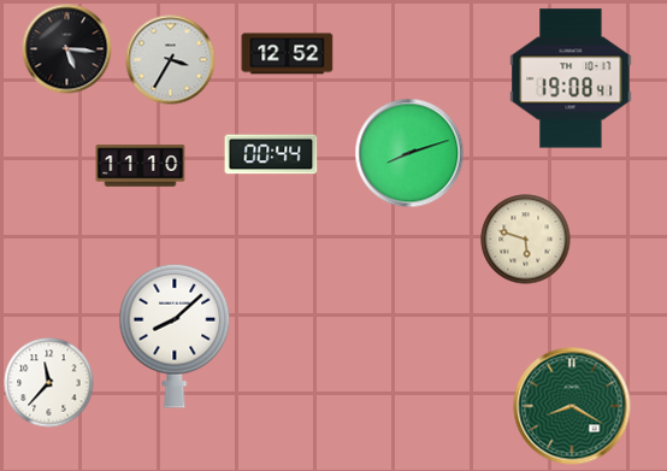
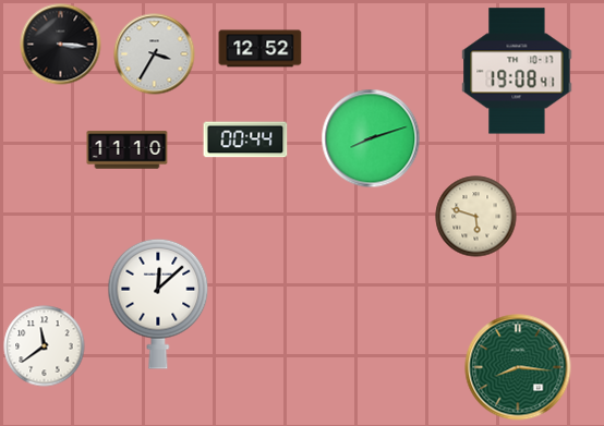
clock at (67, 49): 5:16 -> 3:16
clock at (175, 336): 8:08 -> 12:08
clock at (49, 383): 11:37 -> 11:39
clock at (572, 406): 8:20 -> 8:16
